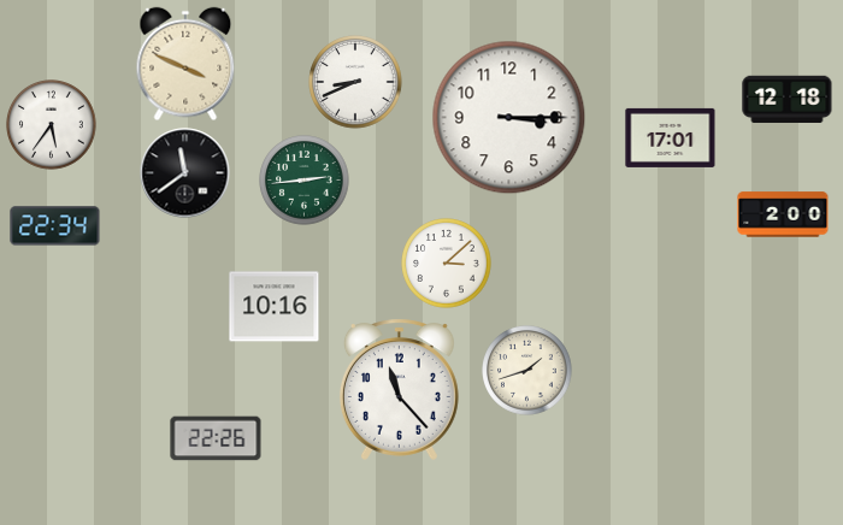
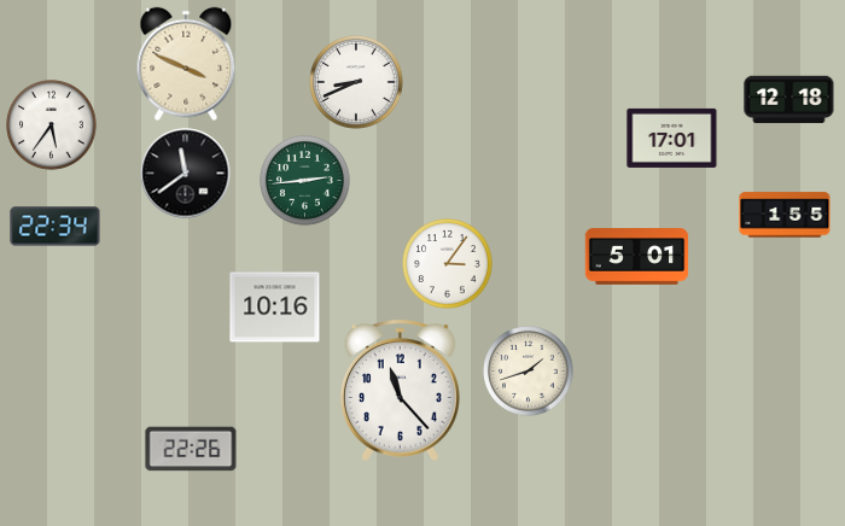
clock at (509, 118): 3:15 -> none
clock at (783, 214): 2:00 -> 1:55
clock at (637, 257): none -> 5:01
clock at (447, 264): 3:08 -> 3:06
clock at (216, 438) position: (216, 438) -> (191, 449)
